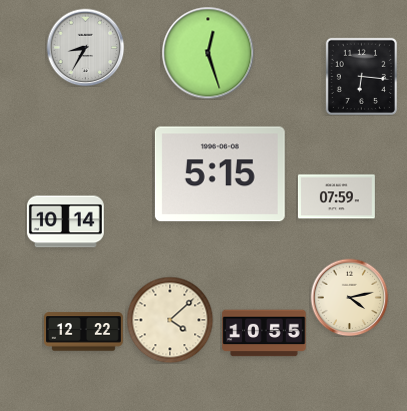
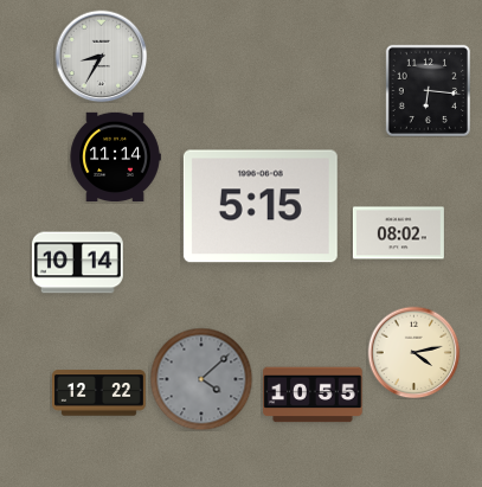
clock at (208, 53): 12:27 -> none
clock at (115, 156): none -> 11:14
clock at (336, 197): 07:59 -> 08:02
clock at (170, 320) dial: cream -> grey
